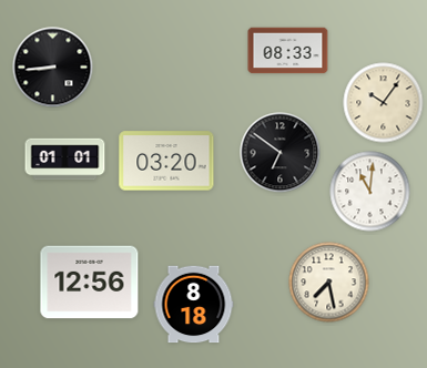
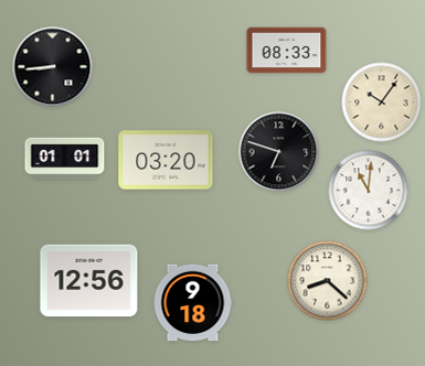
clock at (281, 153): 6:51 -> 6:48
clock at (329, 283): 7:28 -> 8:22
clock at (194, 305): 8:18 -> 9:18
